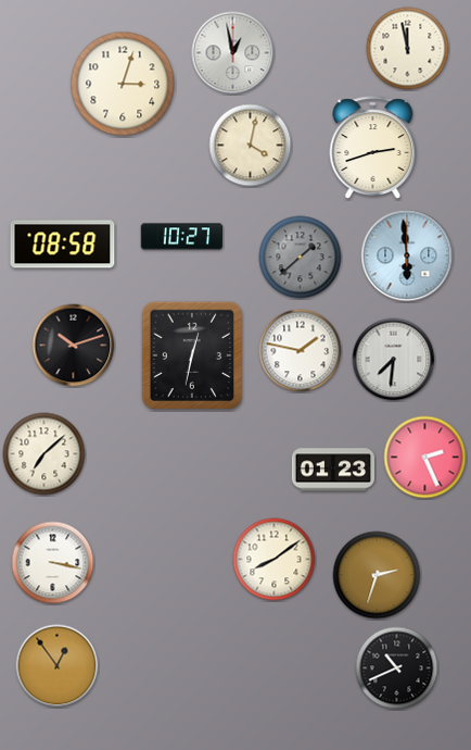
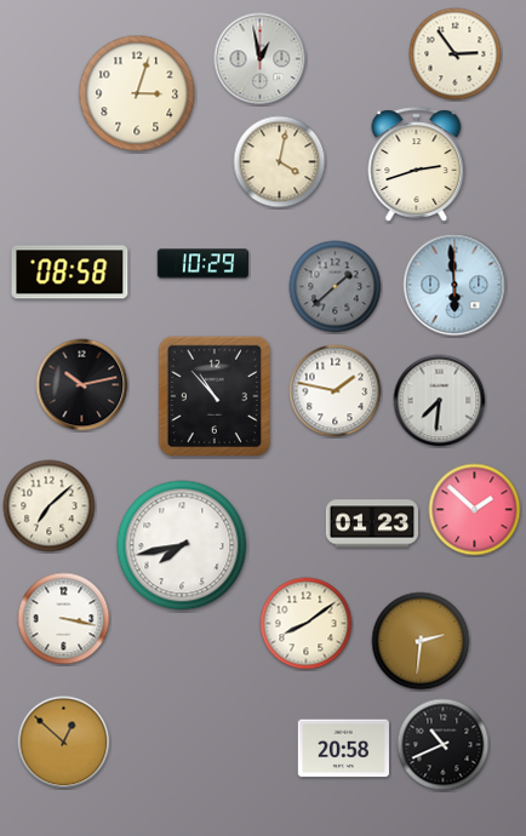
clock at (408, 49): 11:58 -> 2:54
clock at (182, 237): 10:27 -> 10:29
clock at (74, 346): 10:12 -> 10:13
clock at (191, 355): 12:32 -> 10:53
clock at (425, 458): 2:26 -> 1:52
clock at (182, 545): none -> 7:43
clock at (53, 563) position: (53, 563) -> (64, 619)
clock at (377, 575): 2:33 -> 2:31
clock at (58, 666): 12:54 -> 12:52
clock at (343, 749): none -> 20:58
